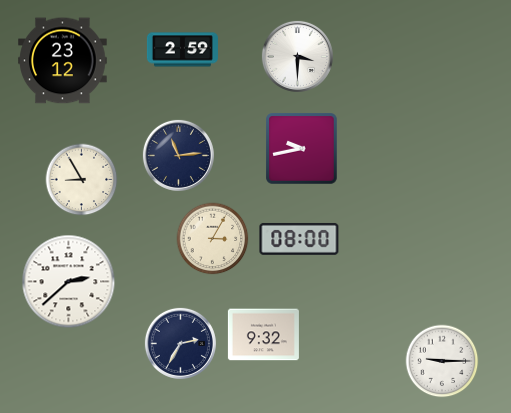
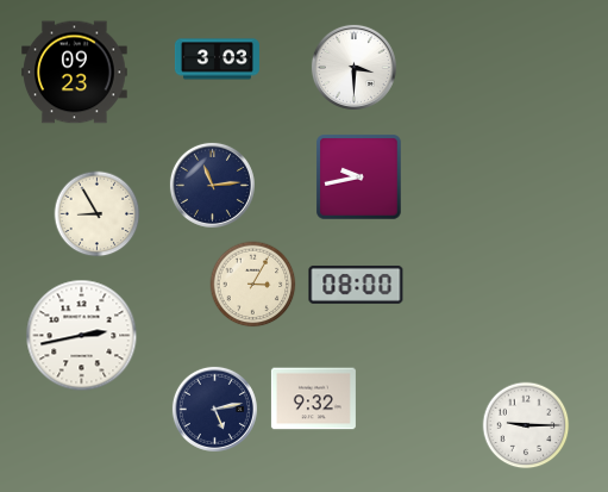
clock at (182, 50): 2:59 -> 3:03
clock at (63, 61): 23:12 -> 09:23
clock at (69, 282): 2:38 -> 2:43
clock at (180, 343): 2:35 -> 5:13
clock at (442, 361) position: (442, 361) -> (526, 425)
